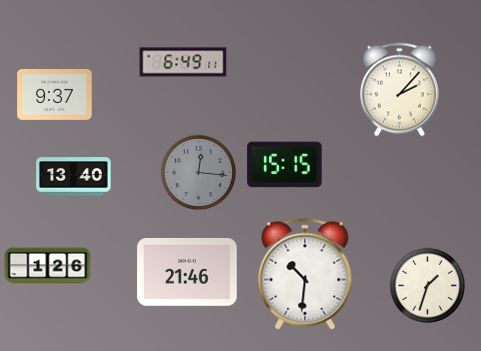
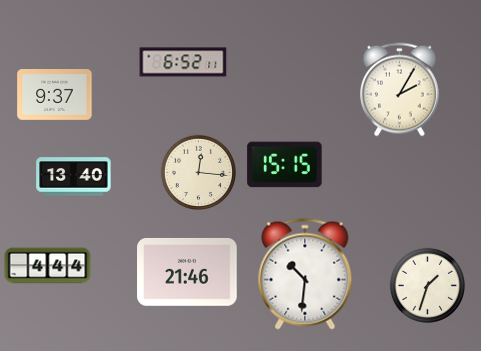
clock at (183, 62): 6:49 -> 6:52
clock at (400, 90): 2:07 -> 2:05
clock at (198, 172) dial: grey -> cream
clock at (48, 266): 1:26 -> 4:44
